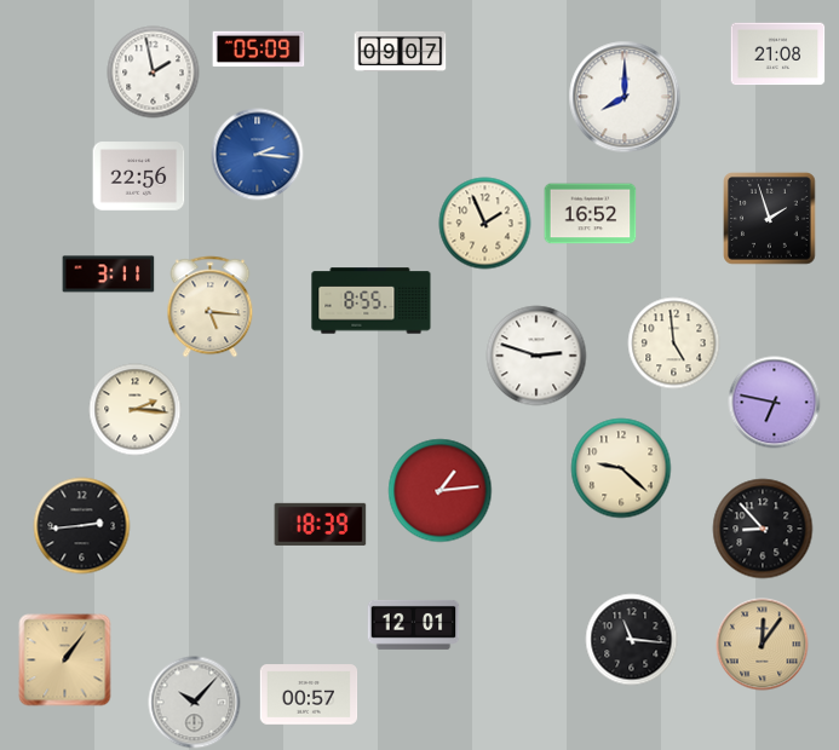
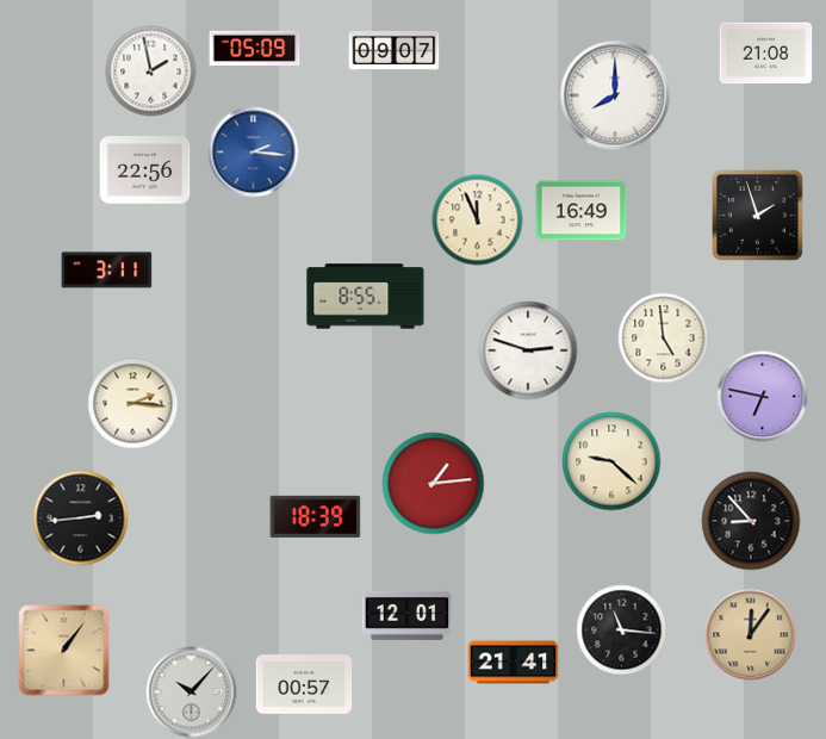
clock at (139, 177) position: (139, 177) -> (145, 170)
clock at (591, 214): 16:52 -> 16:49
clock at (485, 224): 1:56 -> 11:56
clock at (211, 307): 5:16 -> none
clock at (514, 663): none -> 21:41
